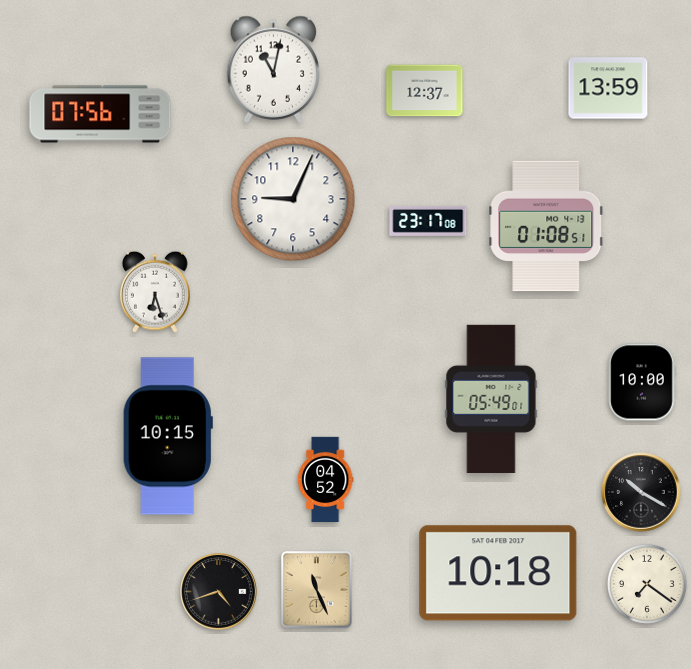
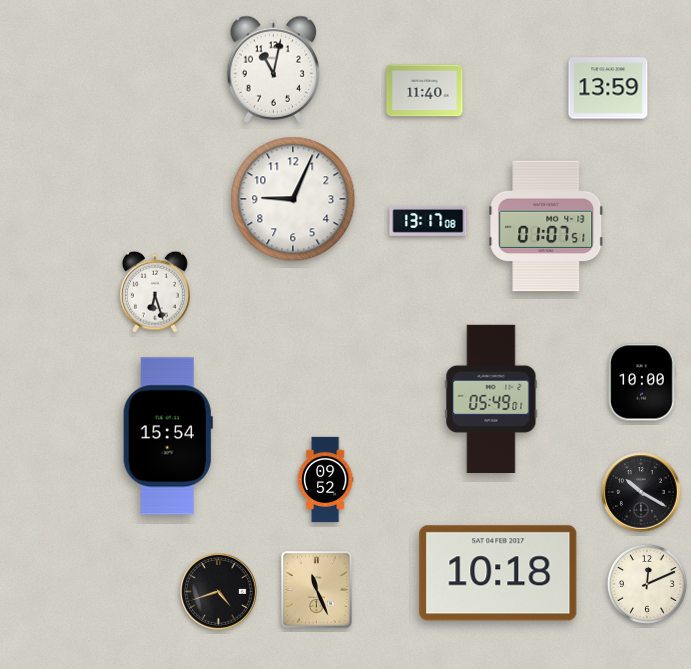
clock at (425, 91): 12:37 -> 11:40
clock at (100, 114): 07:56 -> none
clock at (428, 221): 23:17 -> 13:17
clock at (546, 226): 01:08 -> 01:07
clock at (168, 436): 10:15 -> 15:54
clock at (325, 480): 04:52 -> 09:52
clock at (647, 584): 7:21 -> 12:11
